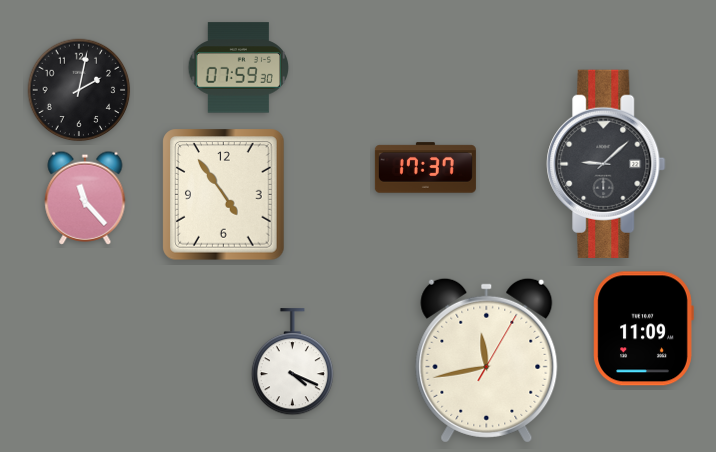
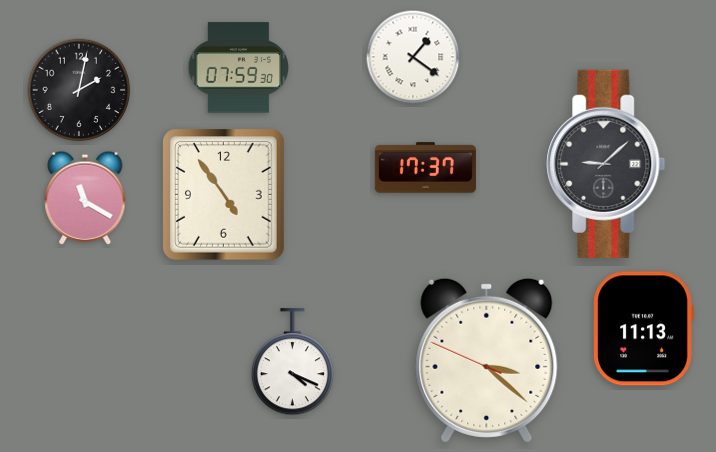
clock at (413, 57): none -> 1:21
clock at (85, 198): 11:23 -> 11:20
clock at (643, 329): 11:09 -> 11:13
clock at (487, 360): 11:43 -> 3:21
